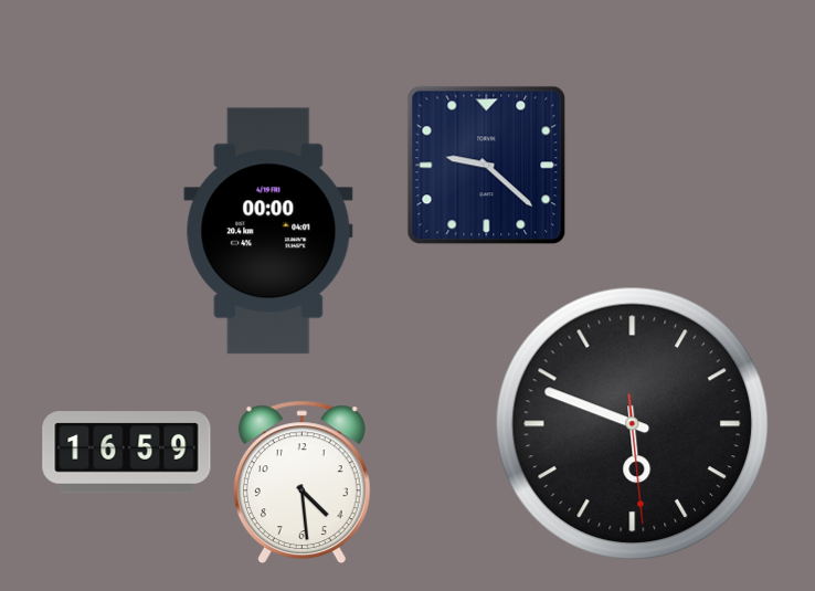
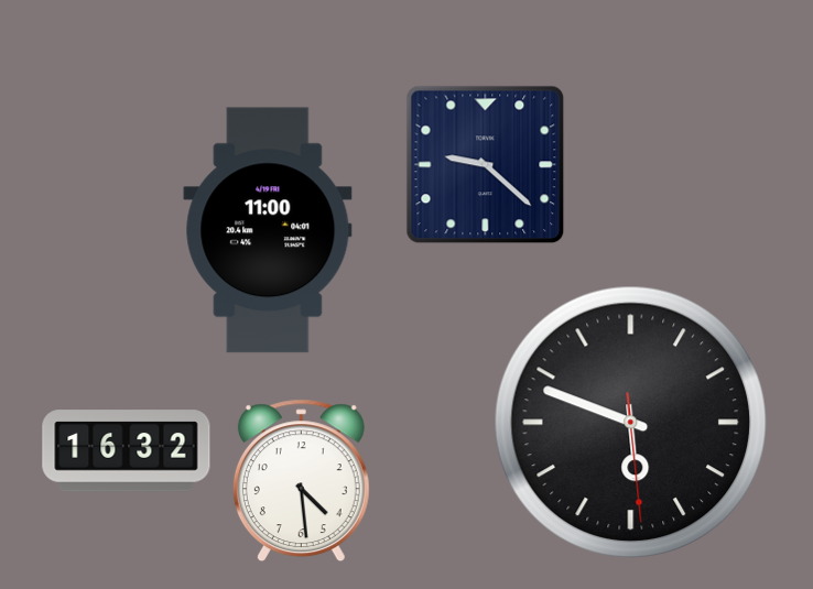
clock at (268, 231): 00:00 -> 11:00
clock at (127, 453): 16:59 -> 16:32
